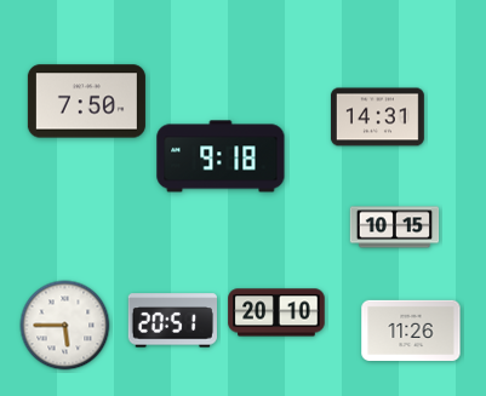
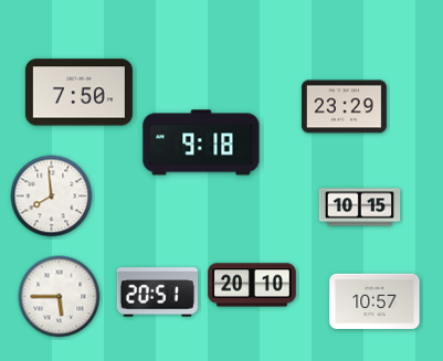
clock at (377, 117): 14:31 -> 23:29
clock at (52, 197): none -> 7:59
clock at (411, 331): 11:26 -> 10:57
